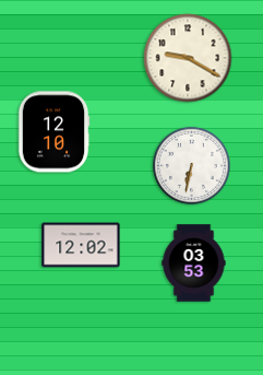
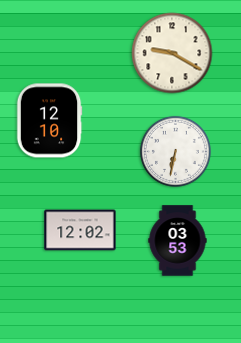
clock at (81, 245) position: (81, 245) -> (80, 230)
